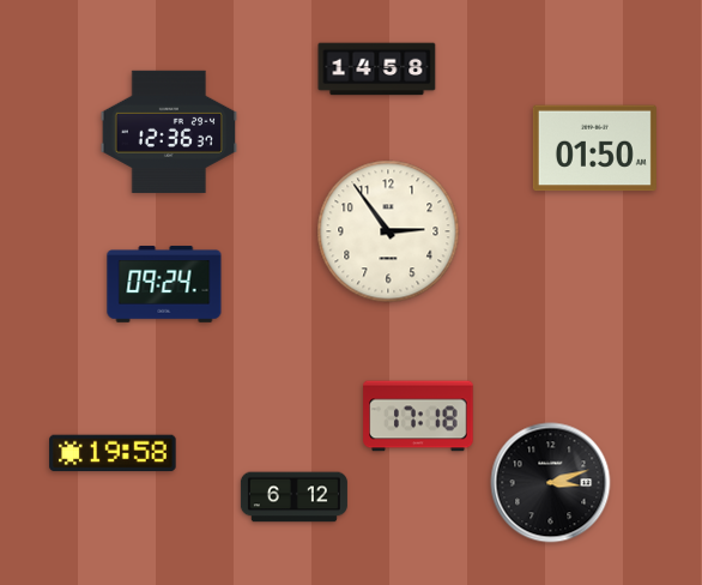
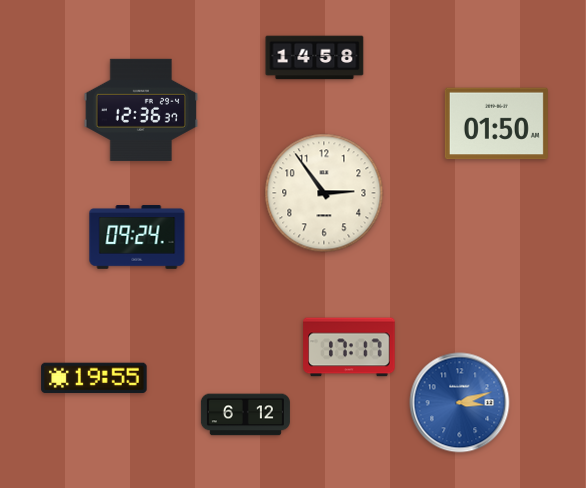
clock at (418, 416): 17:18 -> 17:17
clock at (113, 453): 19:58 -> 19:55
clock at (551, 483) dial: black -> blue
